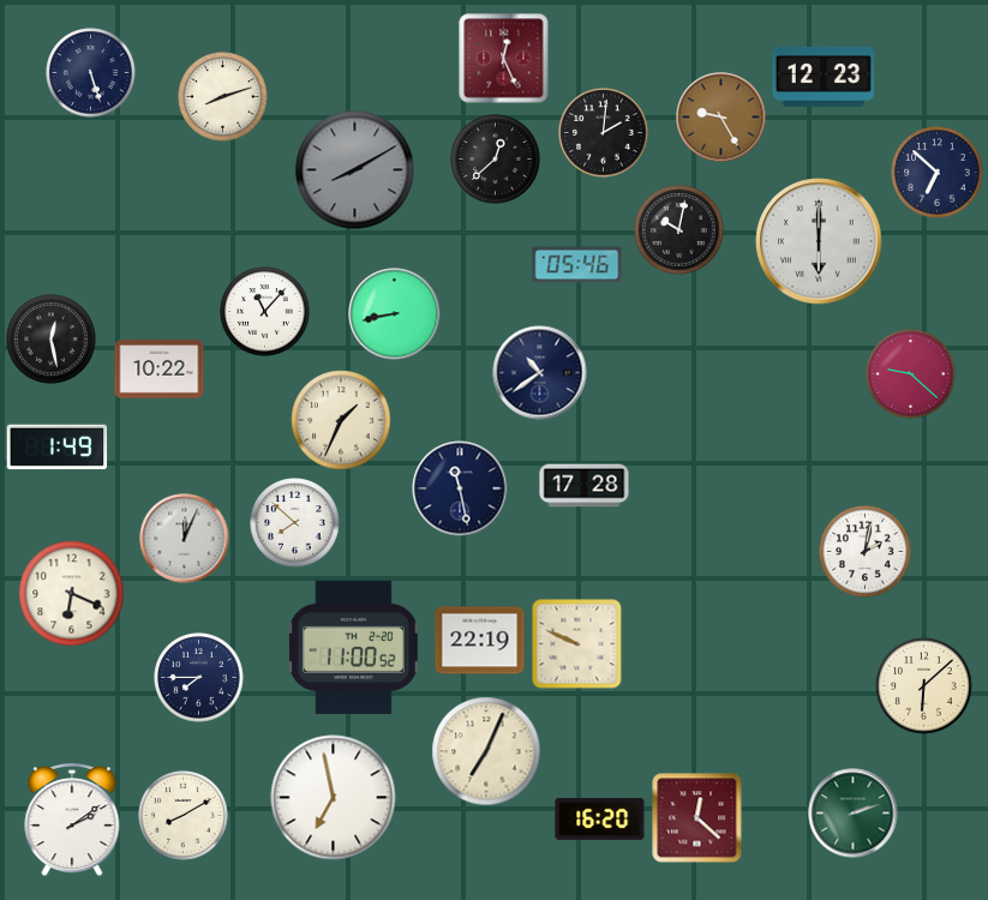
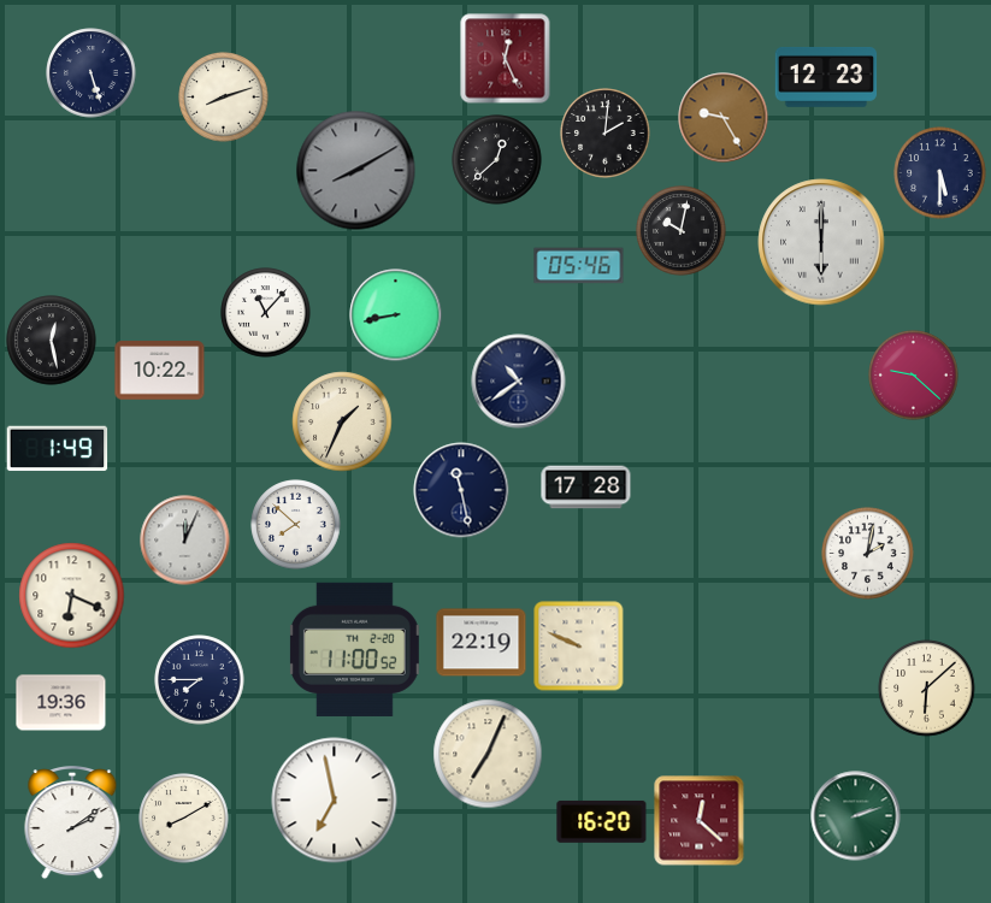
clock at (938, 173): 6:52 -> 5:30
clock at (540, 373) position: (540, 373) -> (519, 382)
clock at (61, 703): none -> 19:36
